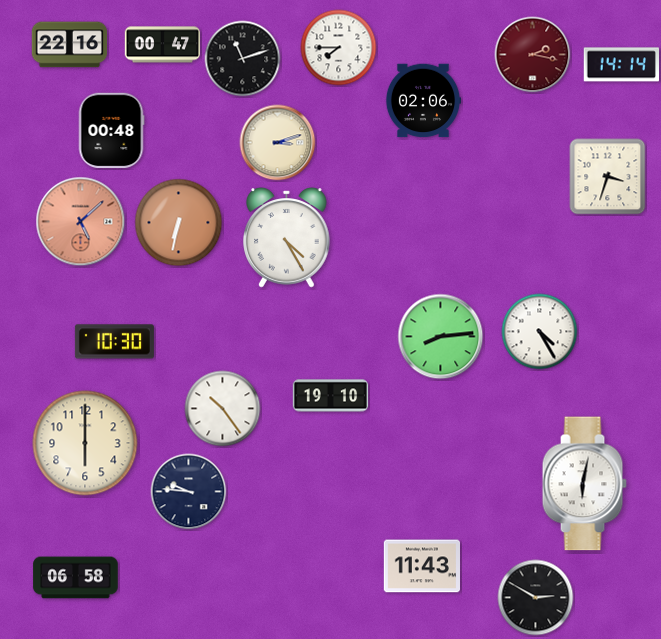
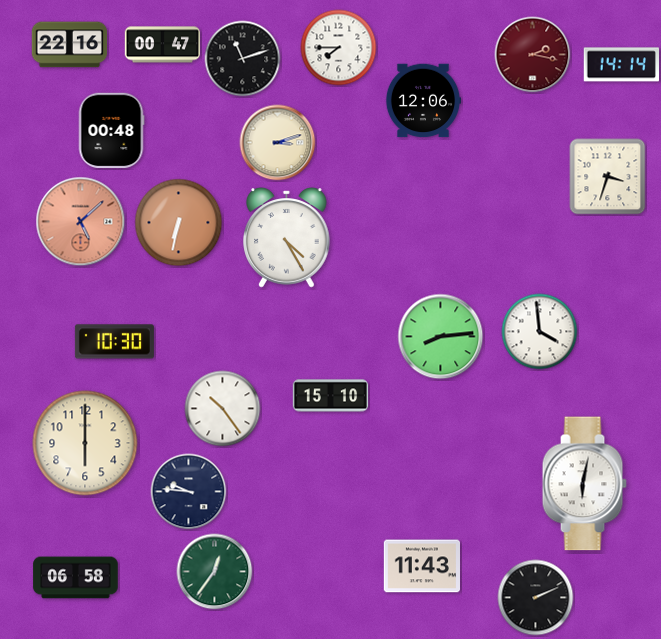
clock at (423, 101): 02:06 -> 12:06
clock at (540, 332): 4:25 -> 3:59
clock at (331, 396): 19:10 -> 15:10
clock at (215, 572): none -> 12:36
clock at (536, 598): 2:50 -> 2:11
